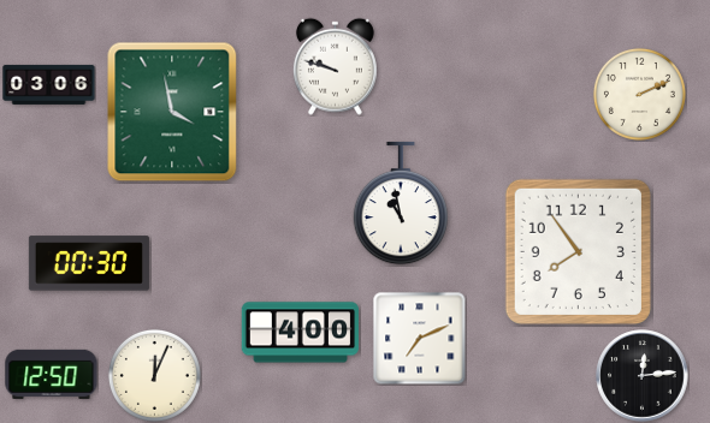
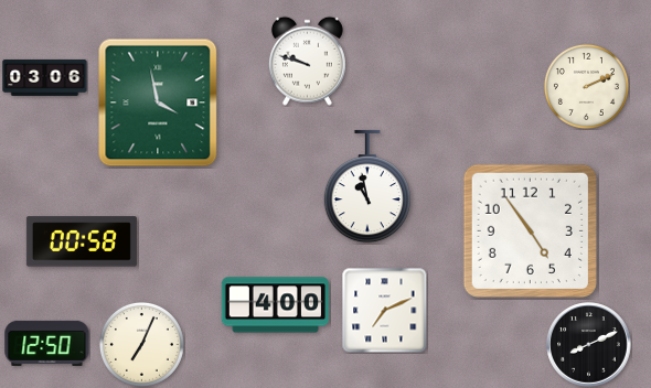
clock at (578, 251): 7:54 -> 4:54
clock at (89, 263): 00:30 -> 00:58
clock at (154, 375): 12:04 -> 7:04
clock at (643, 376): 12:14 -> 8:11
